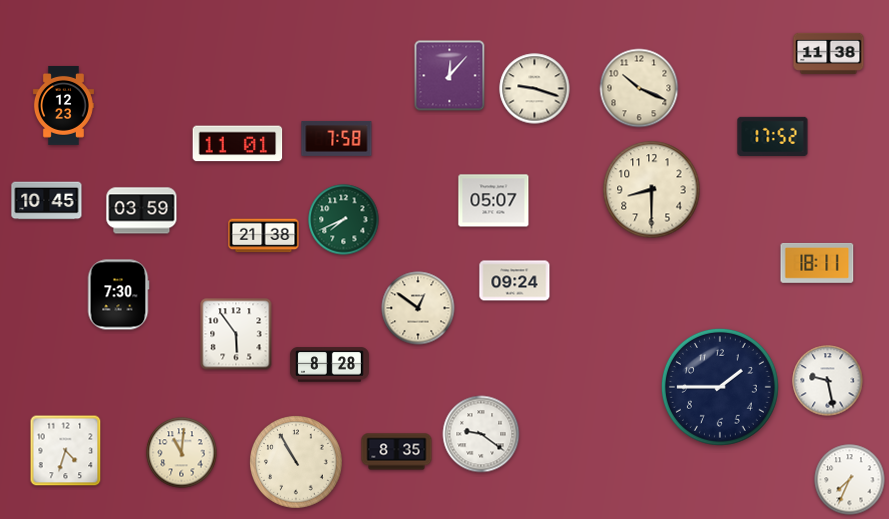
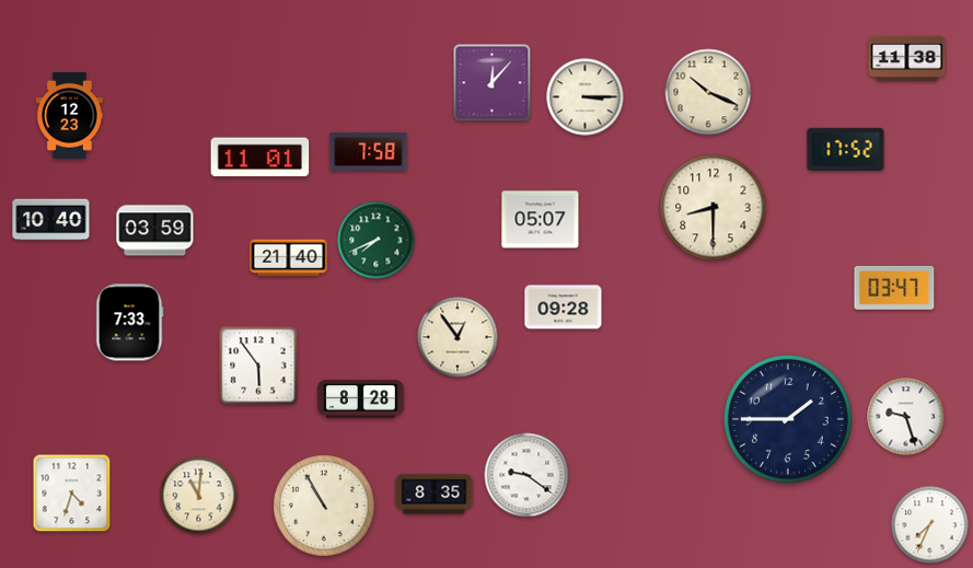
clock at (639, 88) position: (639, 88) -> (708, 92)
clock at (535, 89): 9:18 -> 3:15
clock at (47, 201): 10:45 -> 10:40
clock at (264, 236): 21:38 -> 21:40
clock at (817, 263): 18:11 -> 03:47
clock at (515, 281): 09:24 -> 09:28
clock at (118, 295): 7:30 -> 7:33
clock at (418, 308): 12:51 -> 12:54
clock at (828, 381): 9:28 -> 9:27
clock at (720, 387) position: (720, 387) -> (788, 419)
